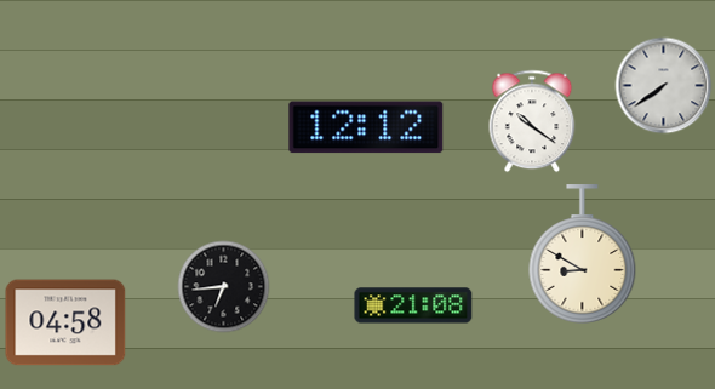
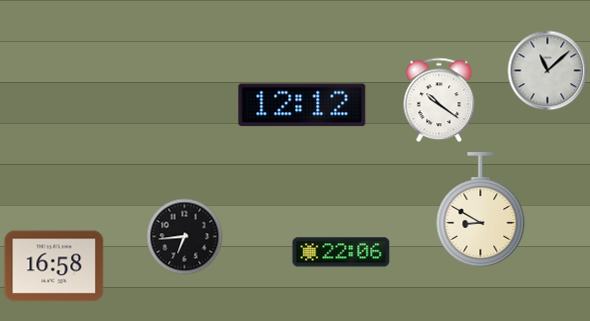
clock at (664, 86): 7:39 -> 11:08
clock at (413, 305): 21:08 -> 22:06
clock at (65, 322): 04:58 -> 16:58
